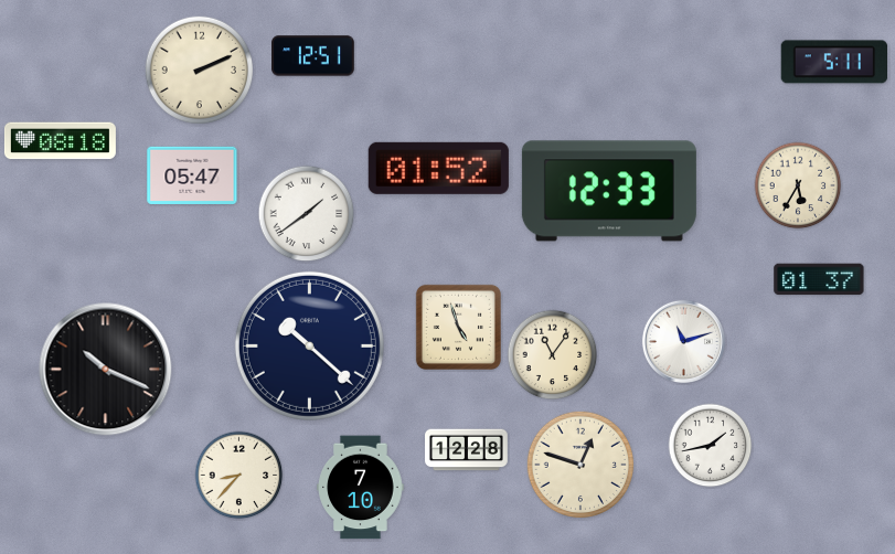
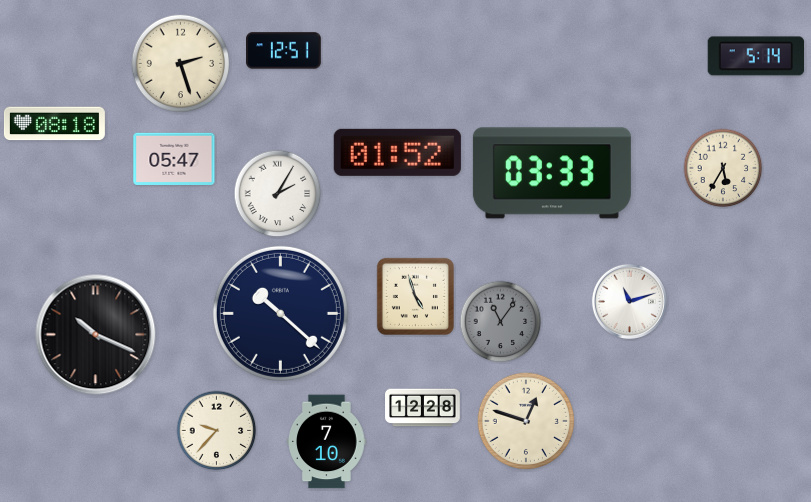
clock at (833, 62): 5:11 -> 5:14
clock at (200, 71): 2:11 -> 2:27
clock at (60, 141) position: (60, 141) -> (54, 124)
clock at (609, 191): 12:33 -> 03:33
clock at (307, 214): 1:39 -> 2:05
clock at (819, 279): 01:37 -> none
clock at (683, 341) position: (683, 341) -> (629, 301)
clock at (553, 355) dial: cream -> grey
clock at (711, 446): 1:43 -> none
clock at (239, 476): 8:37 -> 9:37
